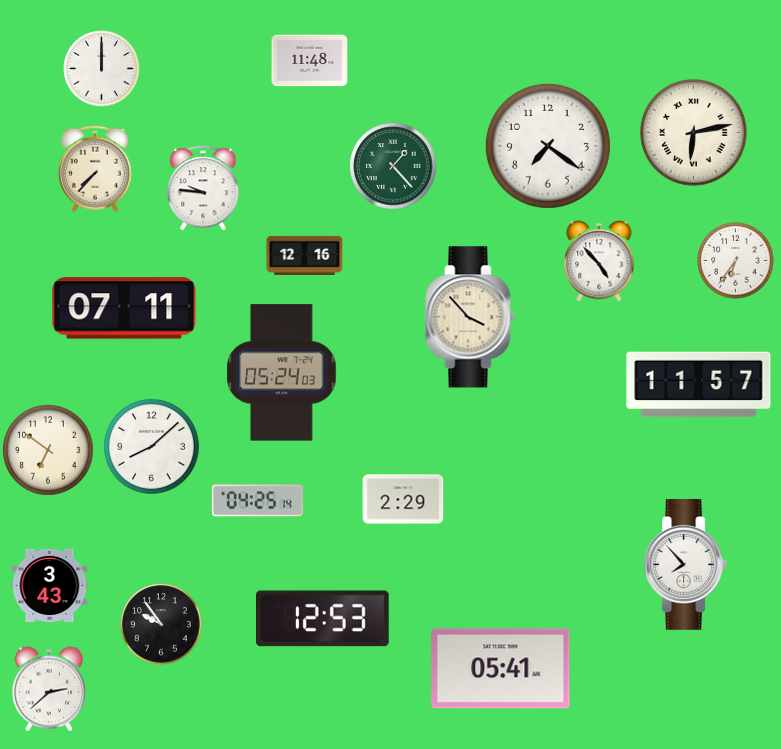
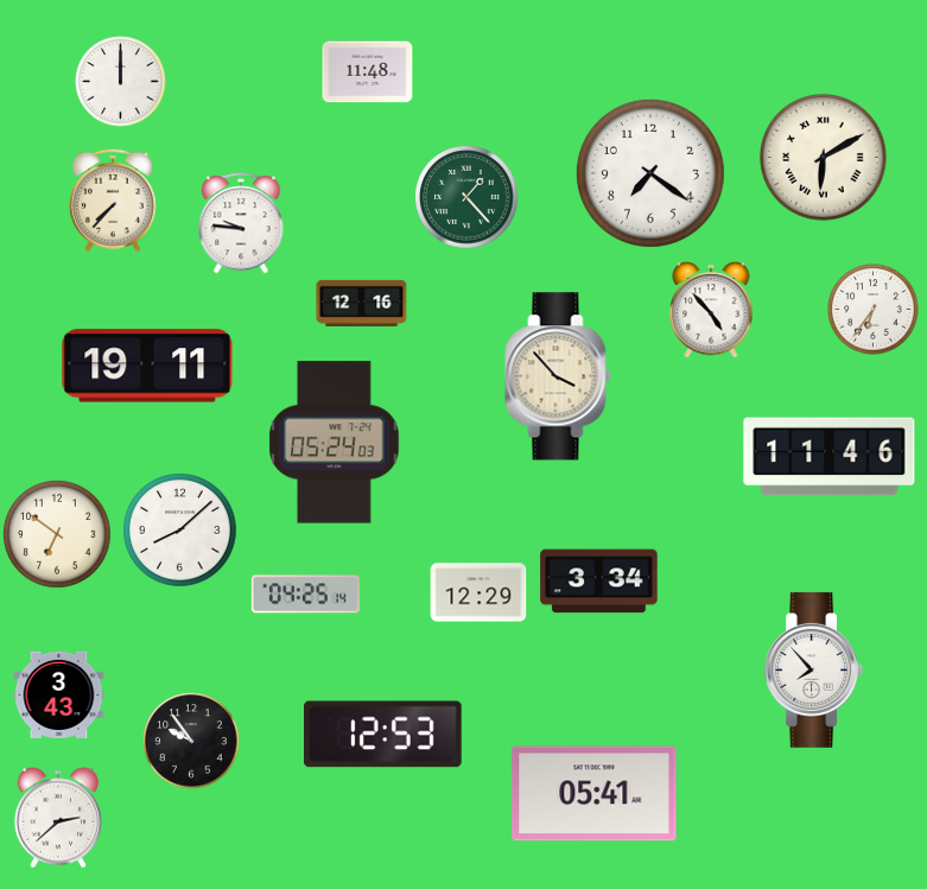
clock at (694, 133): 6:13 -> 6:10
clock at (124, 308): 07:11 -> 19:11
clock at (699, 385): 11:57 -> 11:46
clock at (599, 582): none -> 3:34
clock at (403, 499): 2:29 -> 12:29
